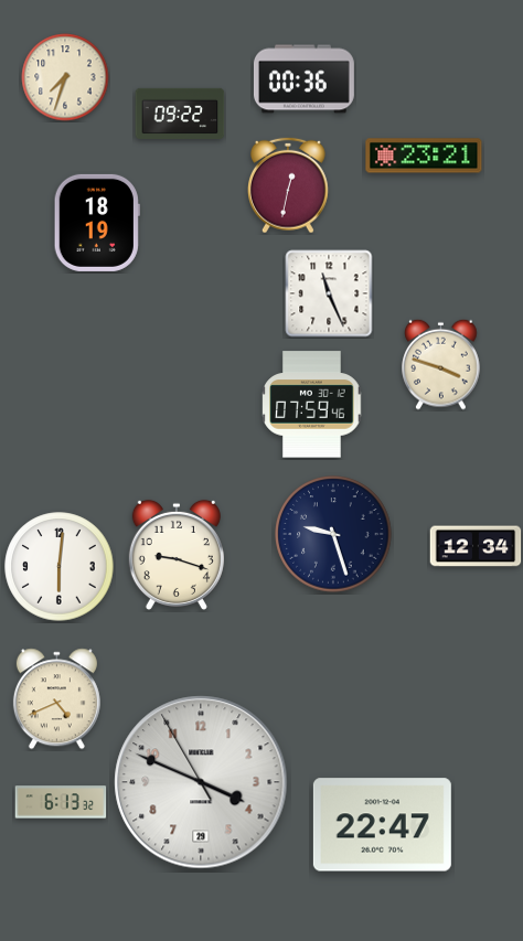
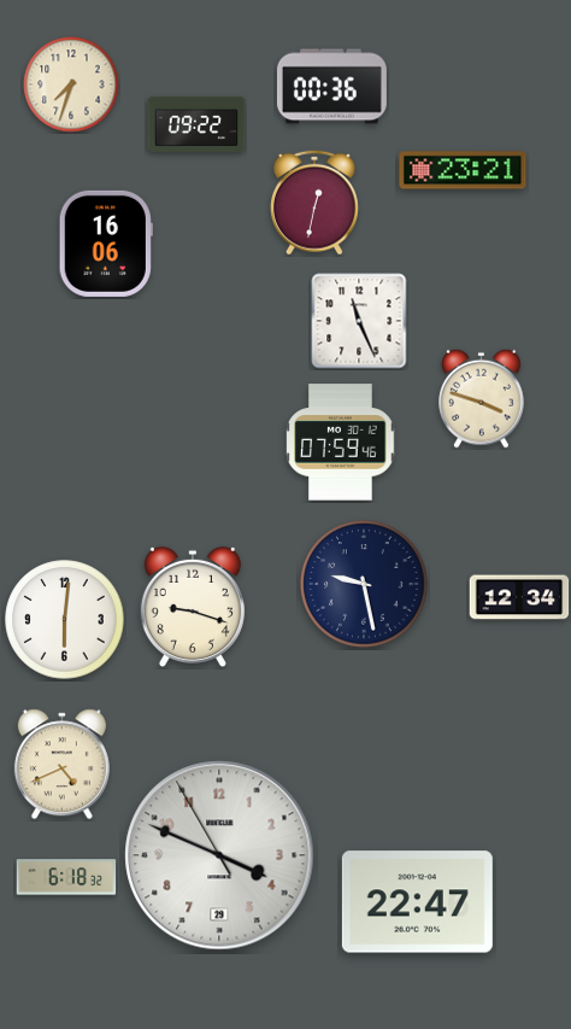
clock at (97, 223): 18:19 -> 16:06
clock at (333, 534): 9:27 -> 9:28
clock at (61, 802): 6:13 -> 6:18
